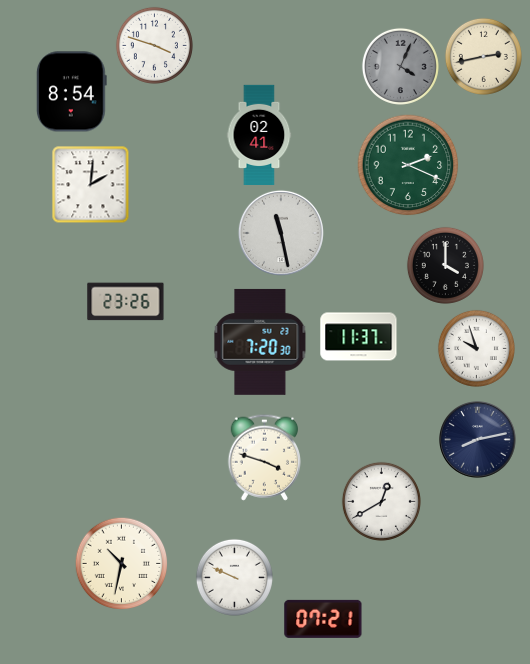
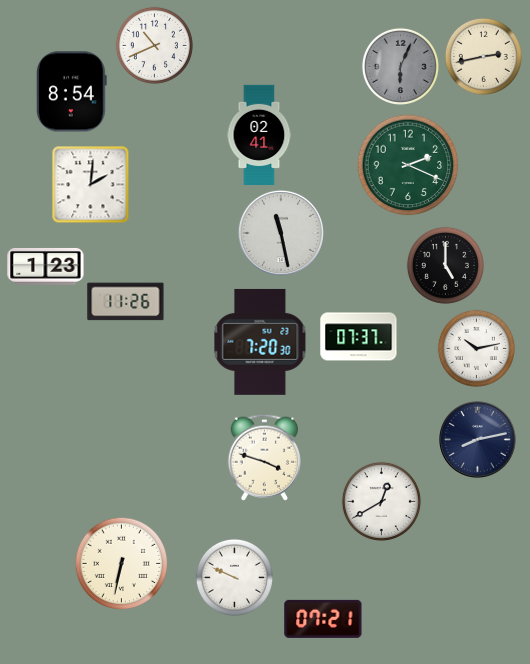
clock at (154, 45): 3:48 -> 10:41
clock at (400, 66): 4:04 -> 6:04
clock at (445, 265): 4:00 -> 5:00
clock at (46, 266): none -> 1:23
clock at (126, 302): 23:26 -> 11:26
clock at (359, 337): 11:37 -> 07:37
clock at (476, 348): 9:57 -> 10:13
clock at (121, 563): 10:32 -> 6:32
